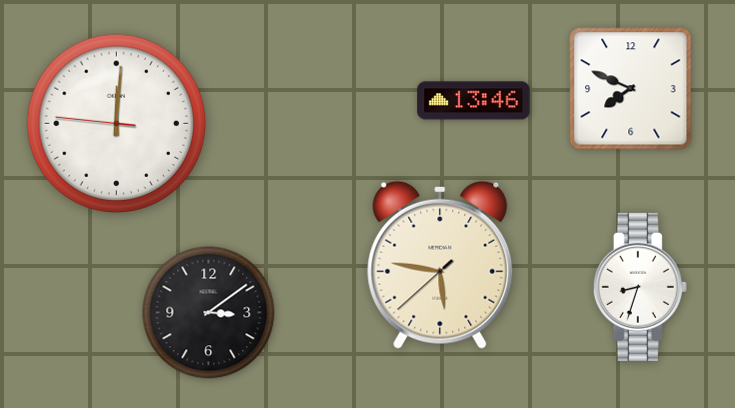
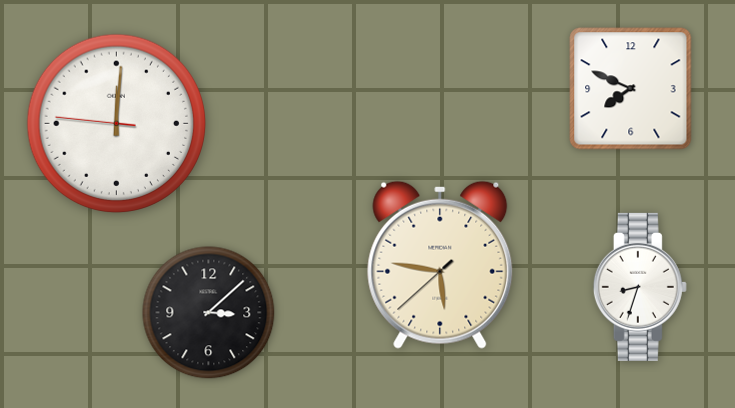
clock at (474, 101): 13:46 -> none
clock at (209, 313): 3:09 -> 3:08
